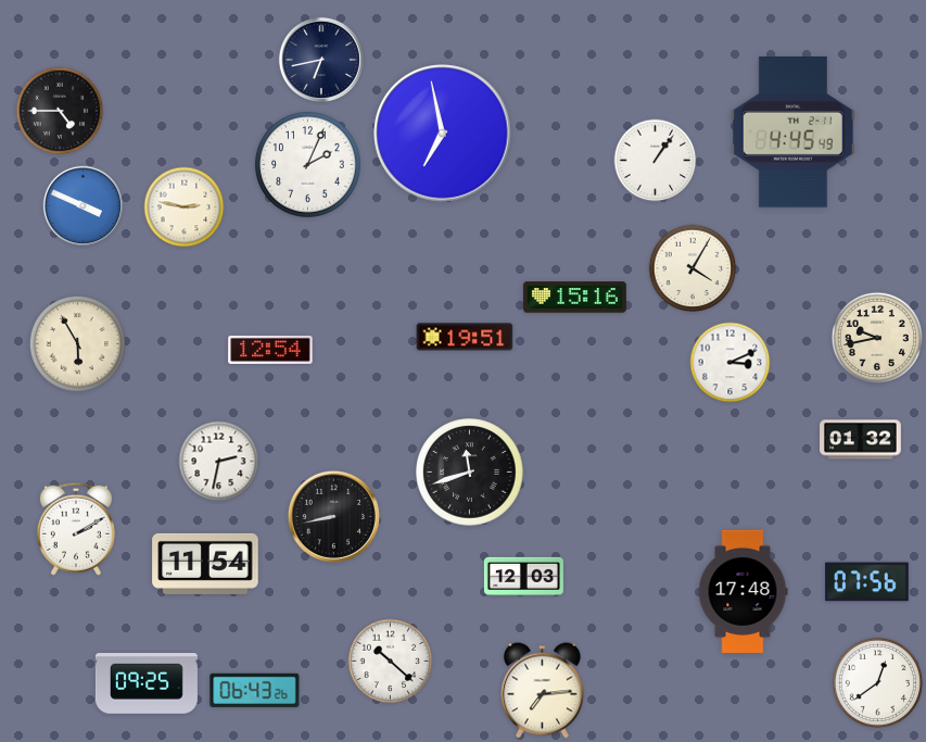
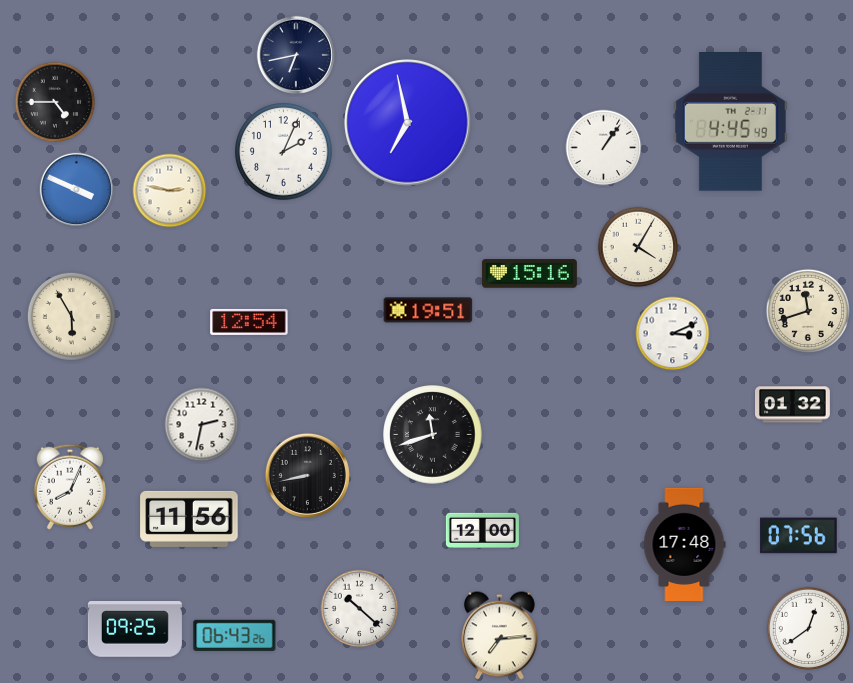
clock at (876, 337): 9:43 -> 11:42
clock at (76, 529): 2:10 -> 8:04
clock at (205, 564): 11:54 -> 11:56
clock at (523, 576): 12:03 -> 12:00
